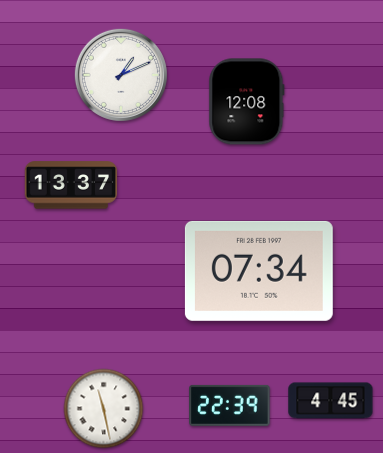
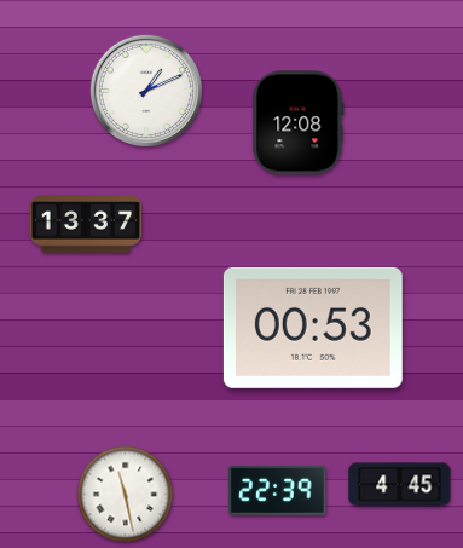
clock at (259, 271): 07:34 -> 00:53
